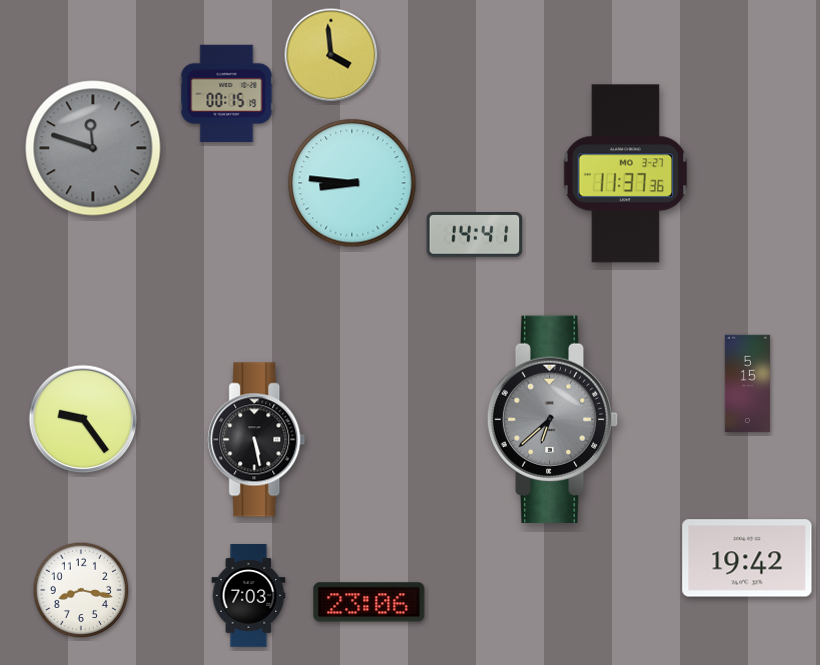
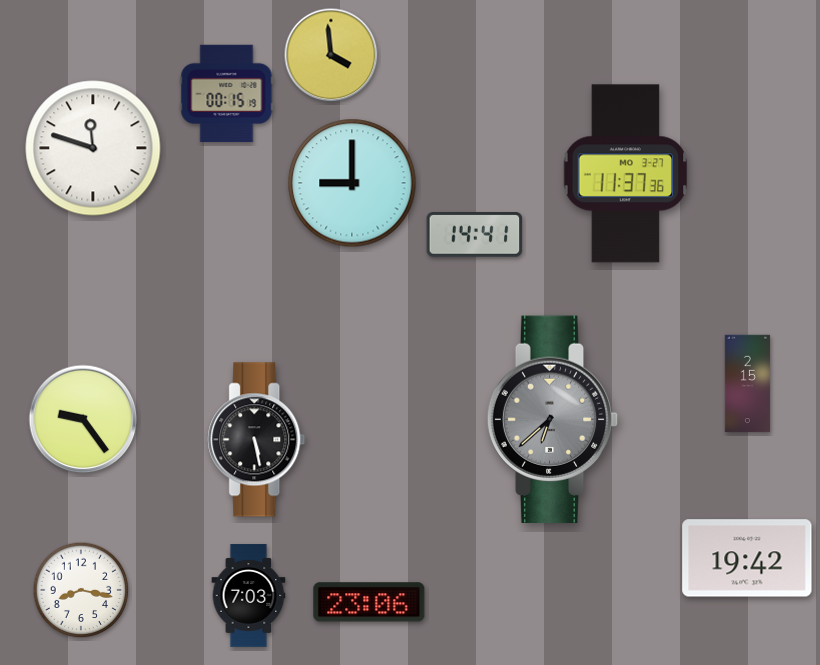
clock at (93, 148) dial: grey -> white
clock at (352, 183): 8:46 -> 9:00
clock at (748, 384): 5:15 -> 2:15
